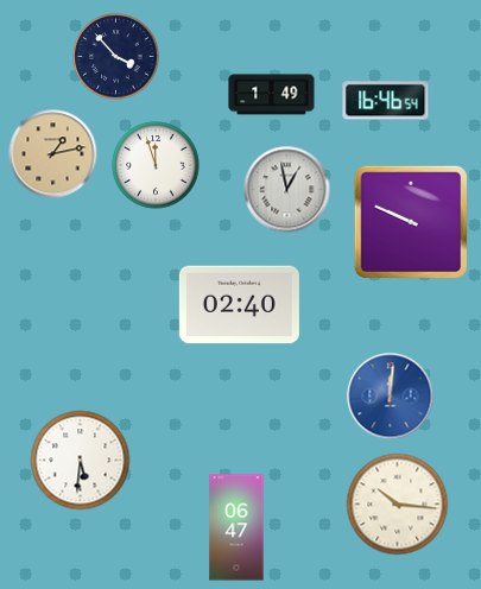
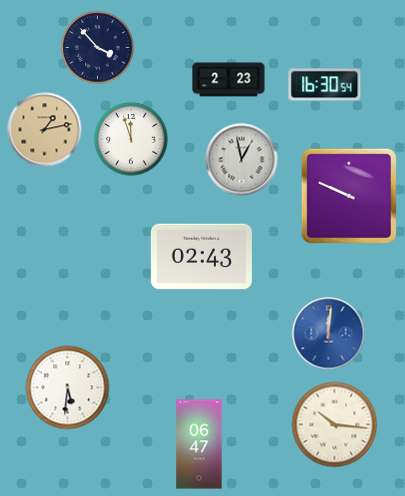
clock at (272, 95): 1:49 -> 2:23
clock at (386, 101): 16:46 -> 16:30
clock at (411, 222) position: (411, 222) -> (349, 196)
clock at (239, 305): 02:40 -> 02:43
